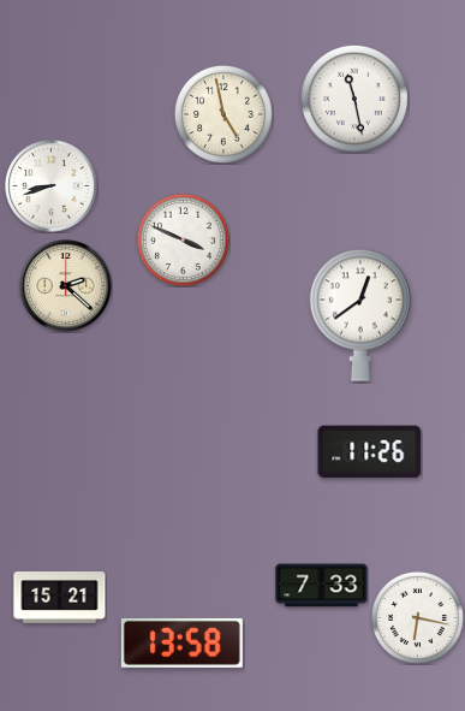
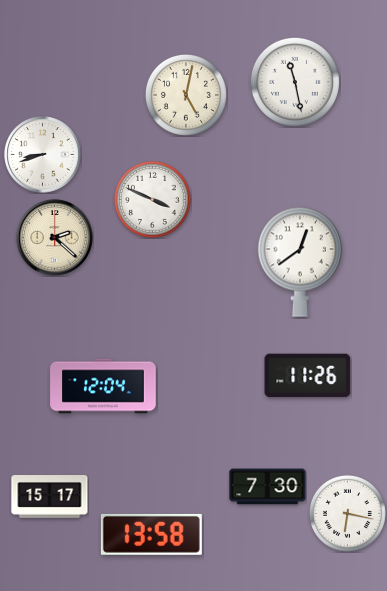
clock at (223, 114): 4:58 -> 5:02
clock at (103, 386): none -> 12:04
clock at (322, 586): 7:33 -> 7:30
clock at (60, 598): 15:21 -> 15:17
